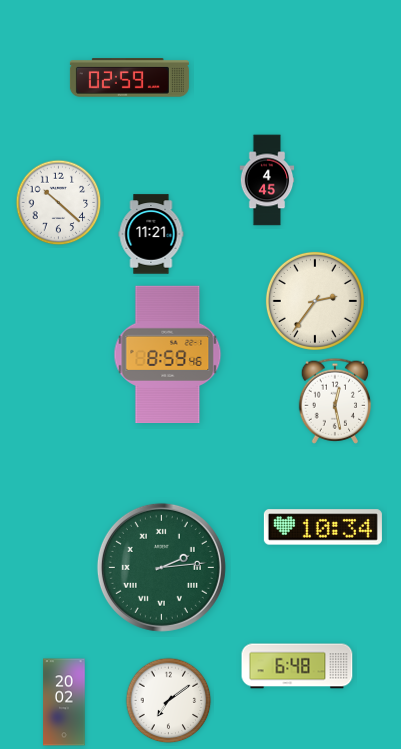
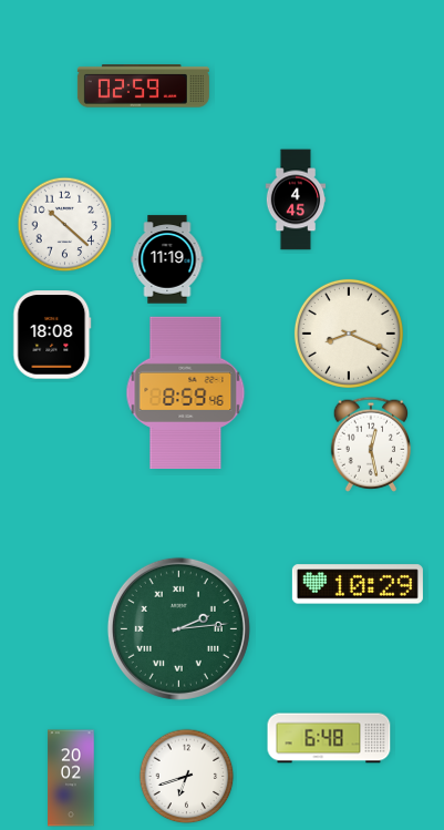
clock at (151, 234): 11:21 -> 11:19
clock at (315, 301): 2:36 -> 8:19
clock at (52, 335): none -> 18:08
clock at (323, 527): 10:34 -> 10:29
clock at (169, 701): 7:09 -> 6:42
